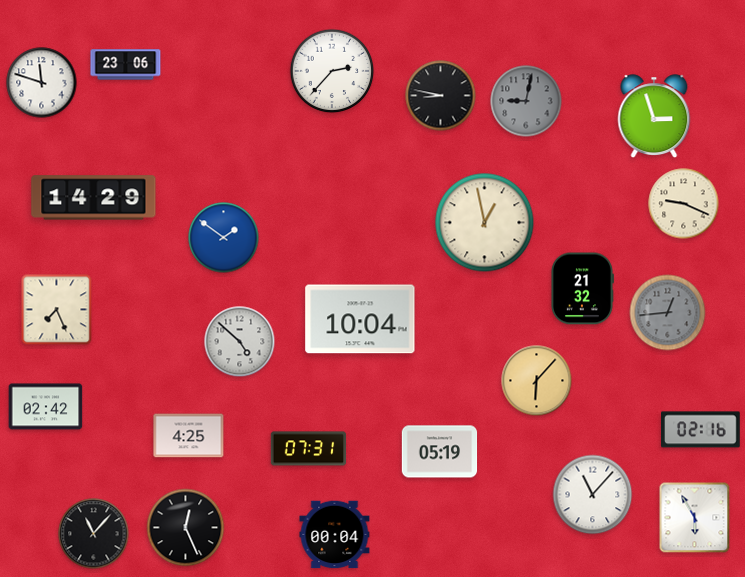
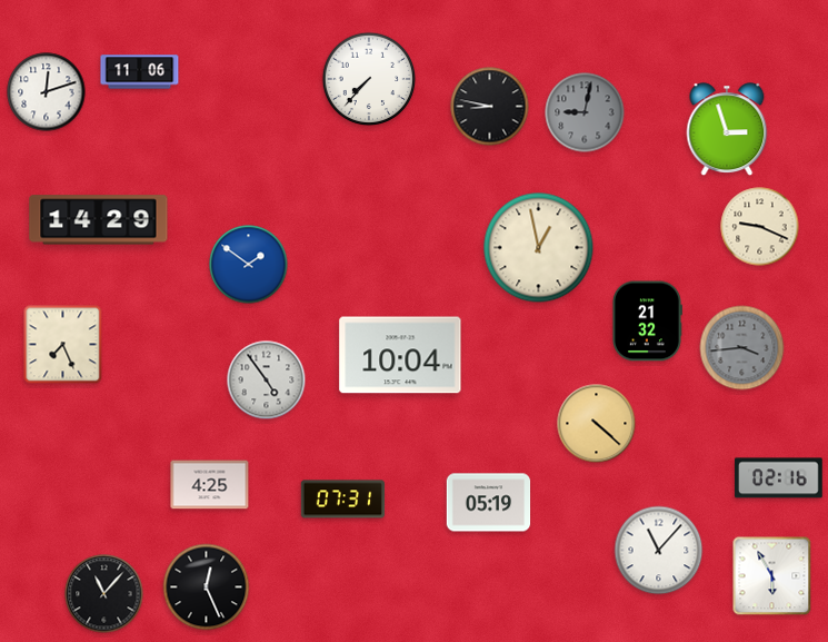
clock at (126, 65): 23:06 -> 11:06
clock at (332, 71): 2:37 -> 7:37
clock at (42, 83): 11:48 -> 12:12
clock at (94, 198) position: (94, 198) -> (99, 220)
clock at (668, 313): 12:44 -> 3:44
clock at (240, 342): 4:52 -> 4:54
clock at (537, 381): 6:07 -> 4:22
clock at (46, 407): 02:42 -> none
clock at (335, 535): 00:04 -> none
